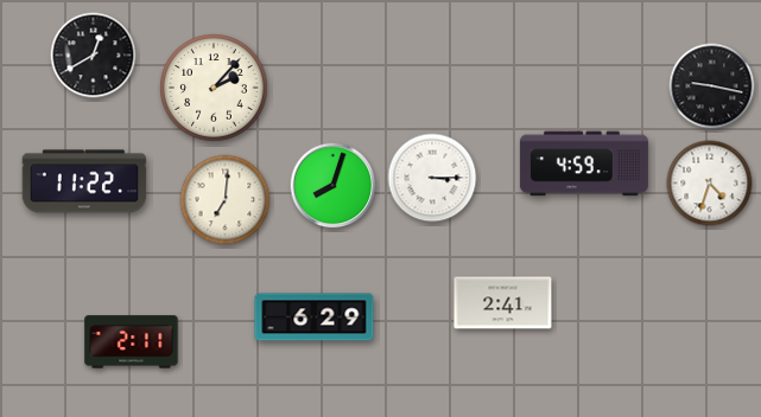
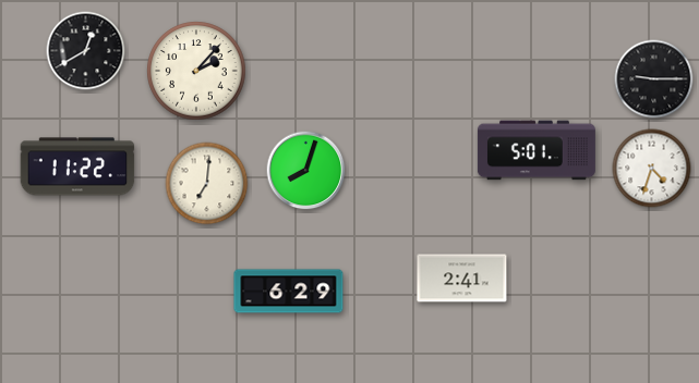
clock at (712, 86): 9:17 -> 9:15
clock at (214, 88) position: (214, 88) -> (196, 71)
clock at (584, 163): 4:59 -> 5:01
clock at (432, 178): 3:15 -> none
clock at (132, 342): 2:11 -> none
